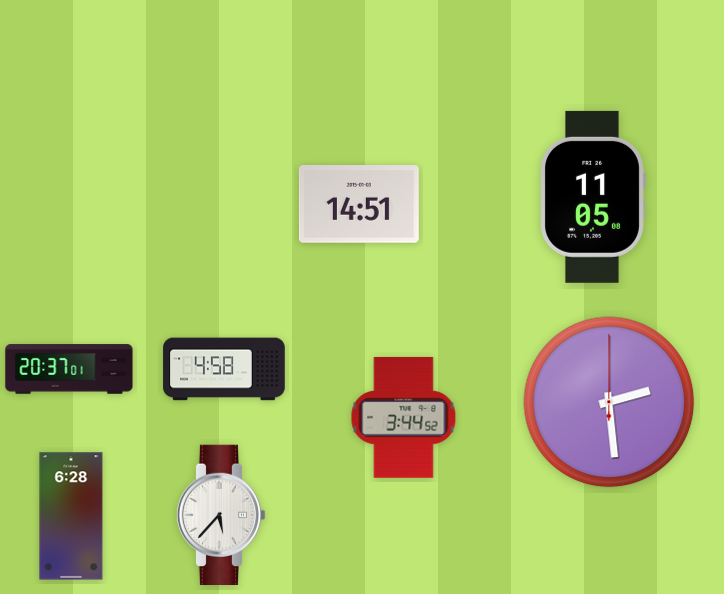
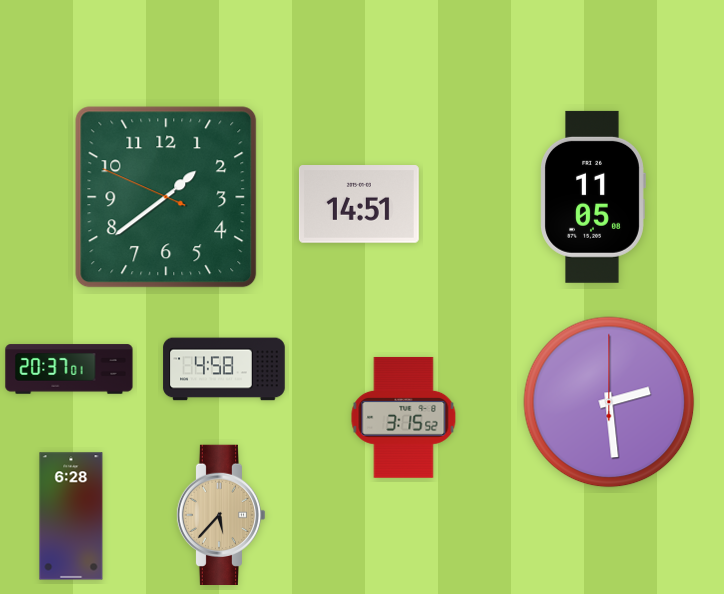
clock at (166, 197): none -> 1:38
clock at (404, 417): 3:44 -> 3:15
clock at (221, 514) dial: white -> champagne
